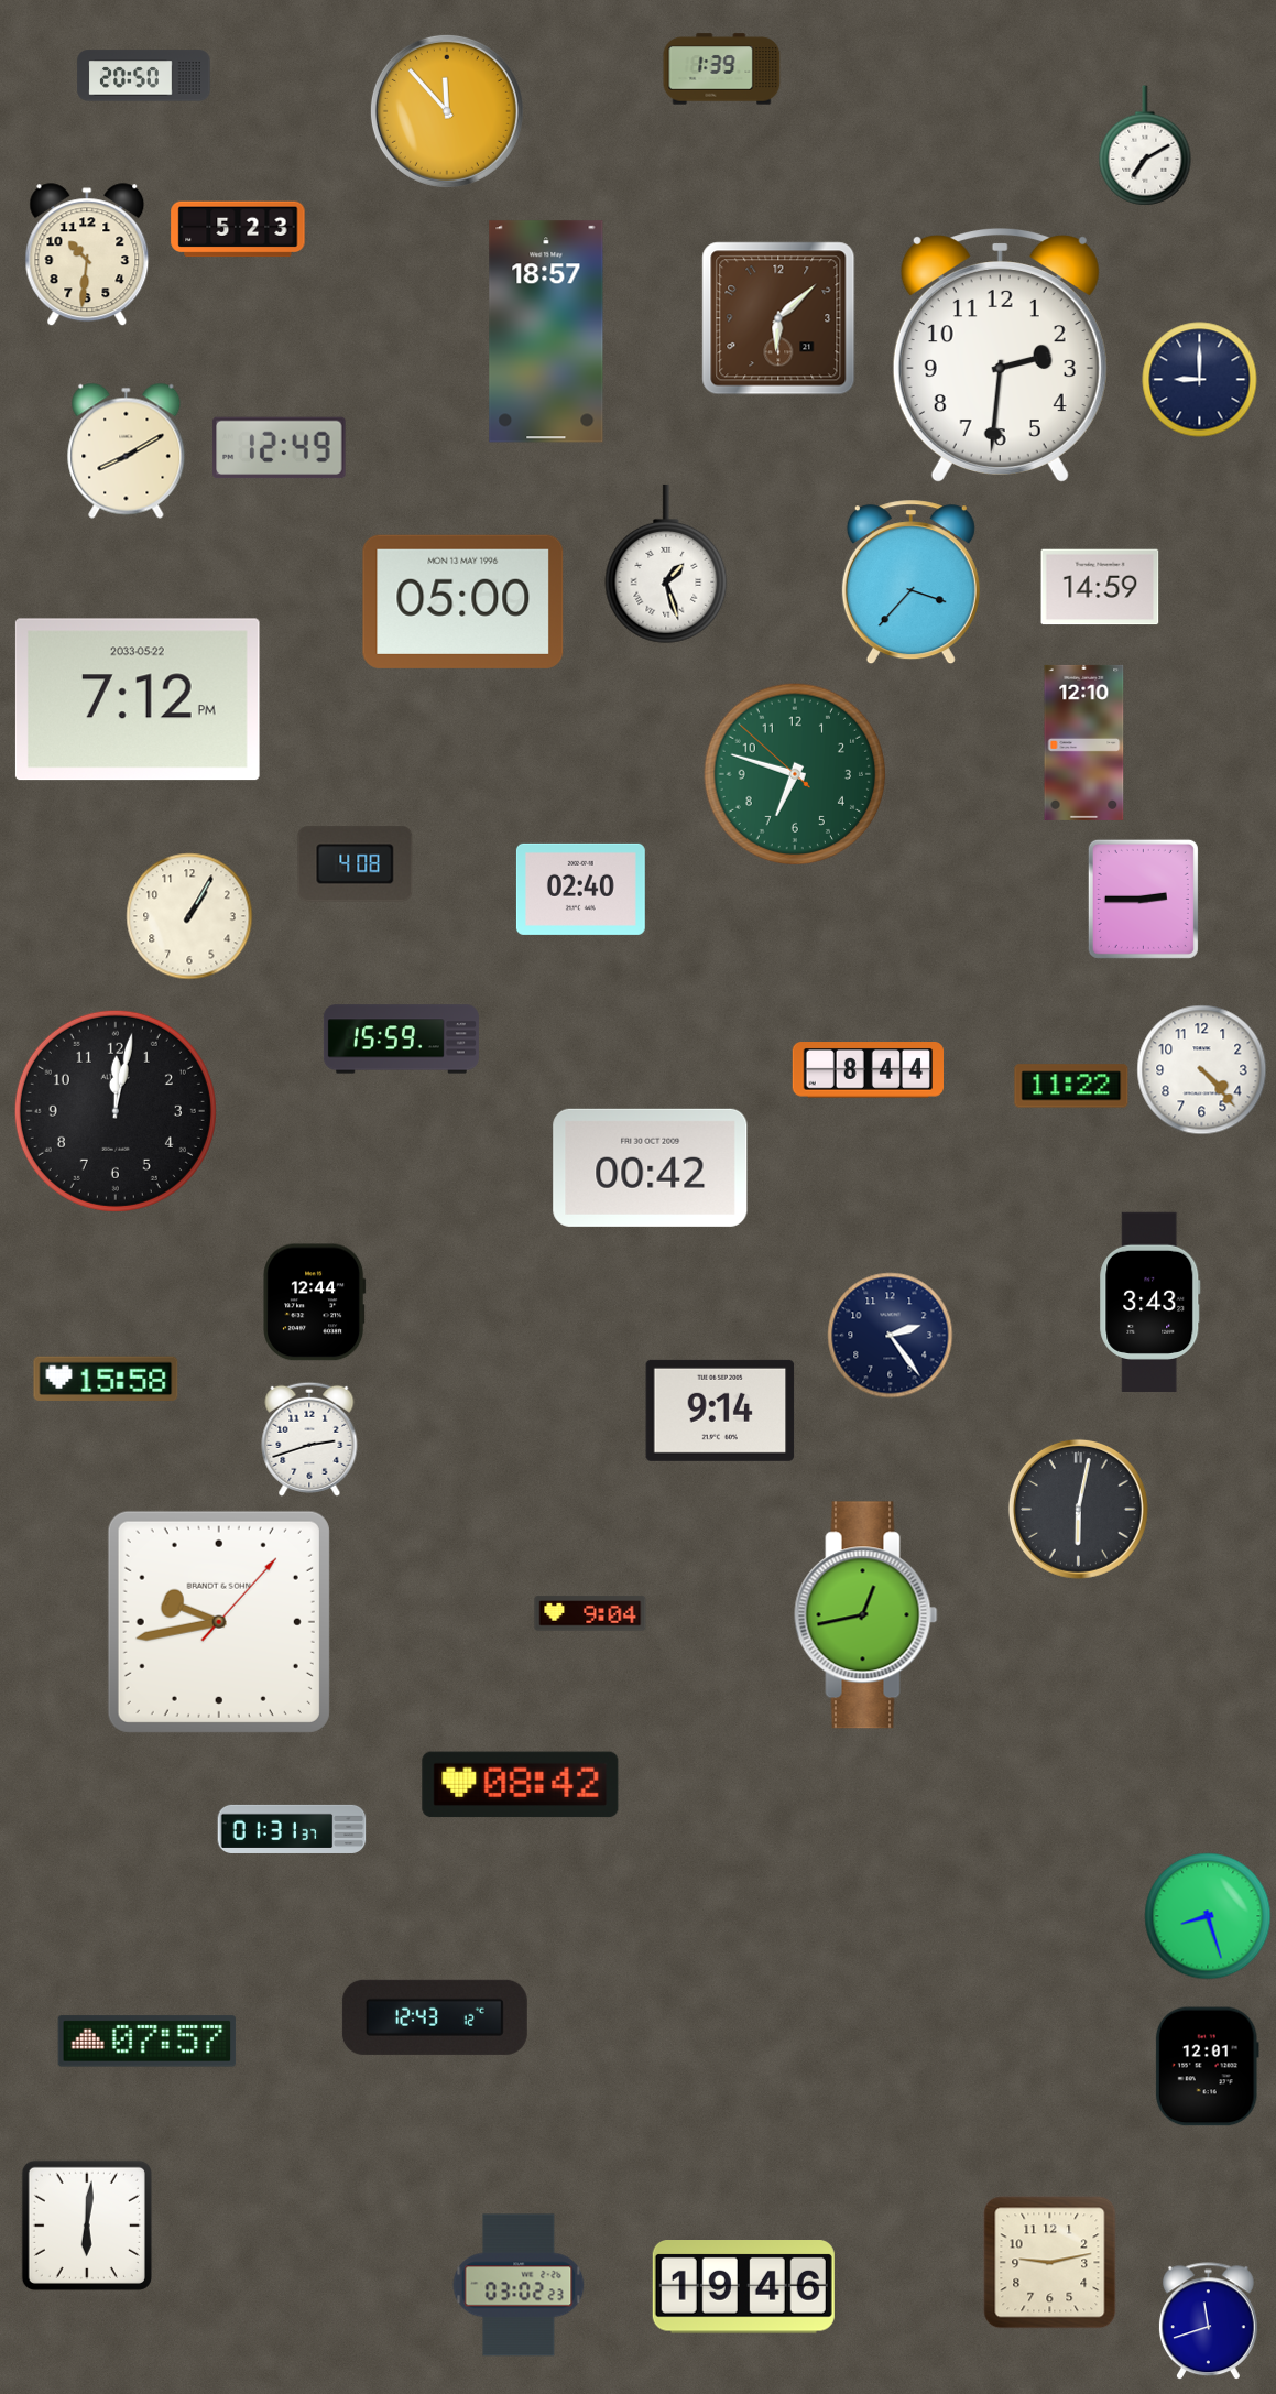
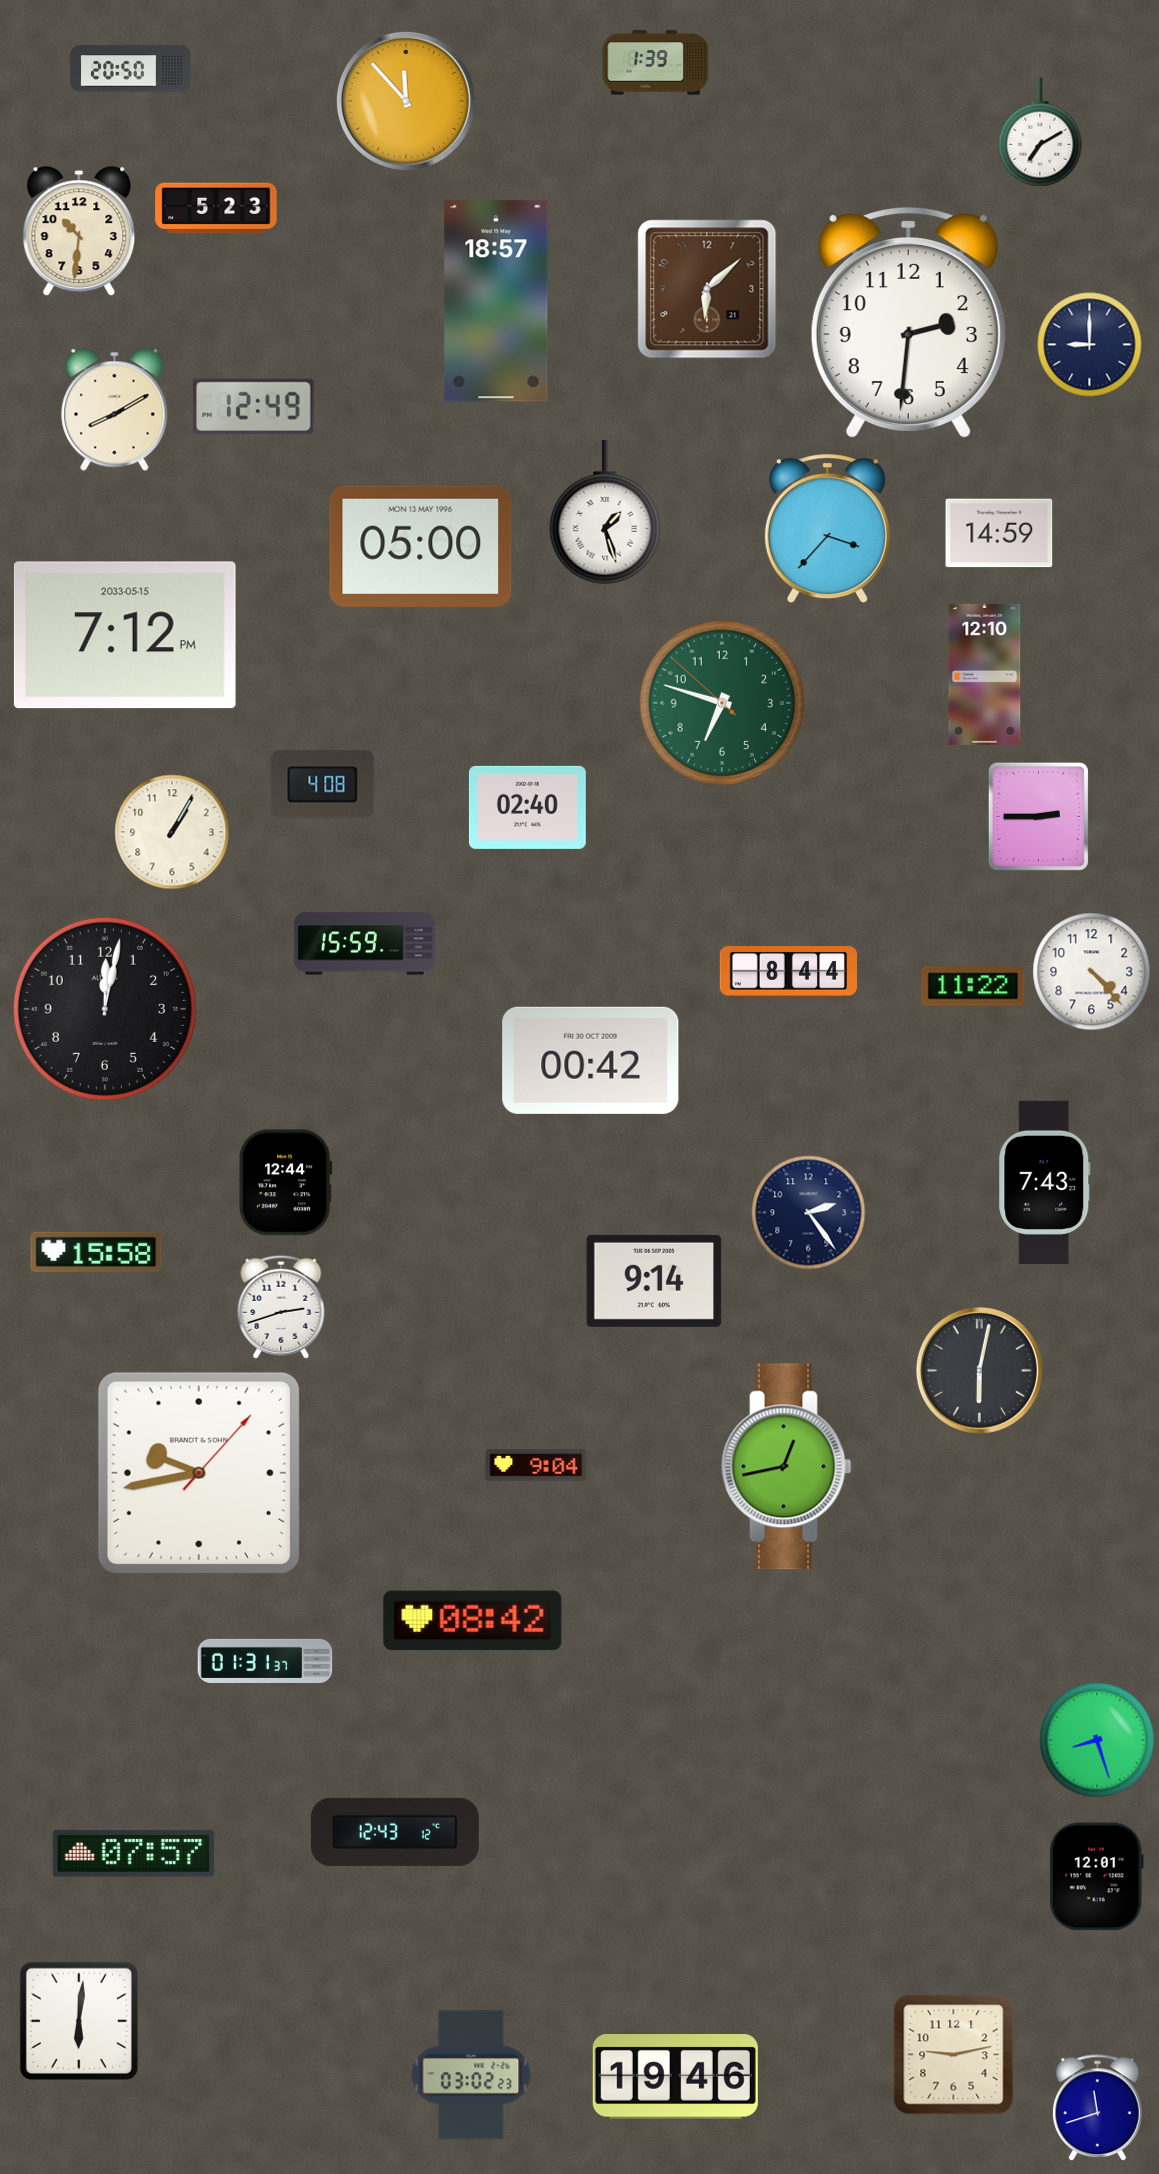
clock at (138, 699) date: 2033-05-22 -> 2033-05-15
clock at (1150, 1302): 3:43 -> 7:43
